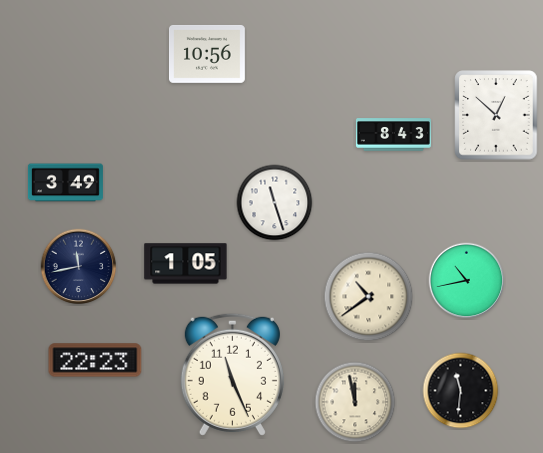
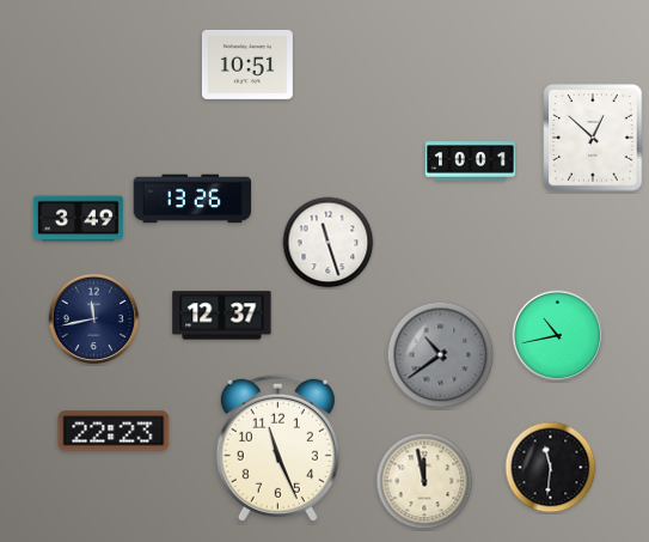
clock at (207, 54): 10:56 -> 10:51
clock at (393, 135): 8:43 -> 10:01
clock at (192, 199): none -> 13:26
clock at (186, 264): 1:05 -> 12:37
clock at (369, 297) dial: cream -> grey
